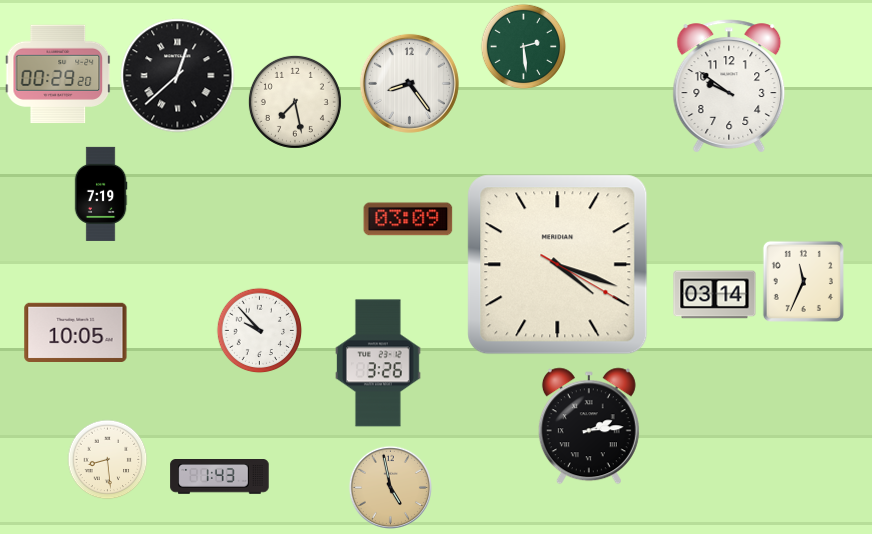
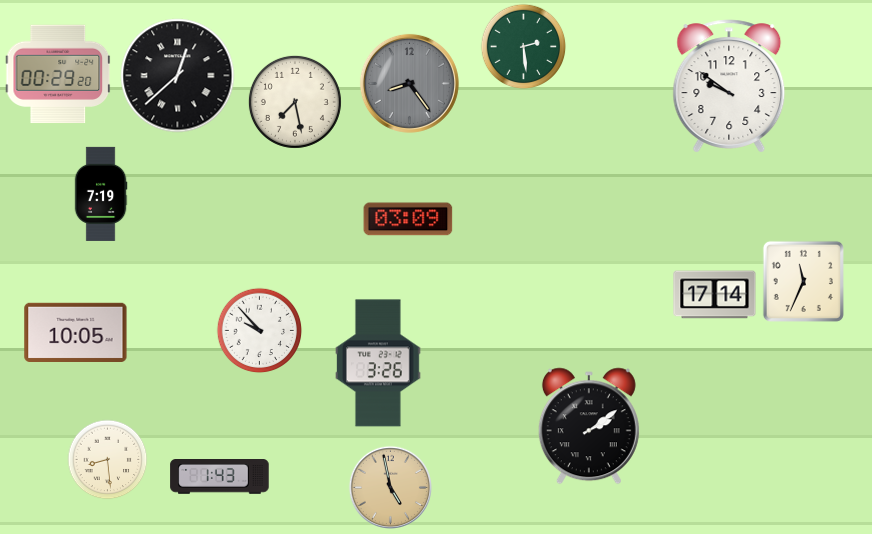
clock at (409, 83) dial: white -> grey
clock at (558, 265): 4:18 -> none
clock at (715, 295): 03:14 -> 17:14
clock at (589, 426): 2:14 -> 2:09
